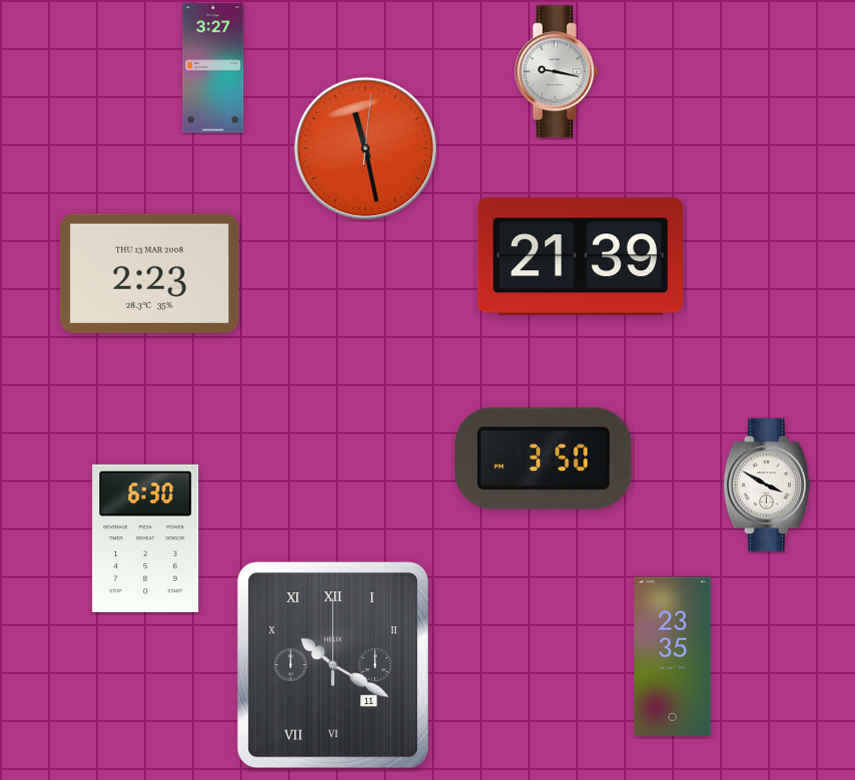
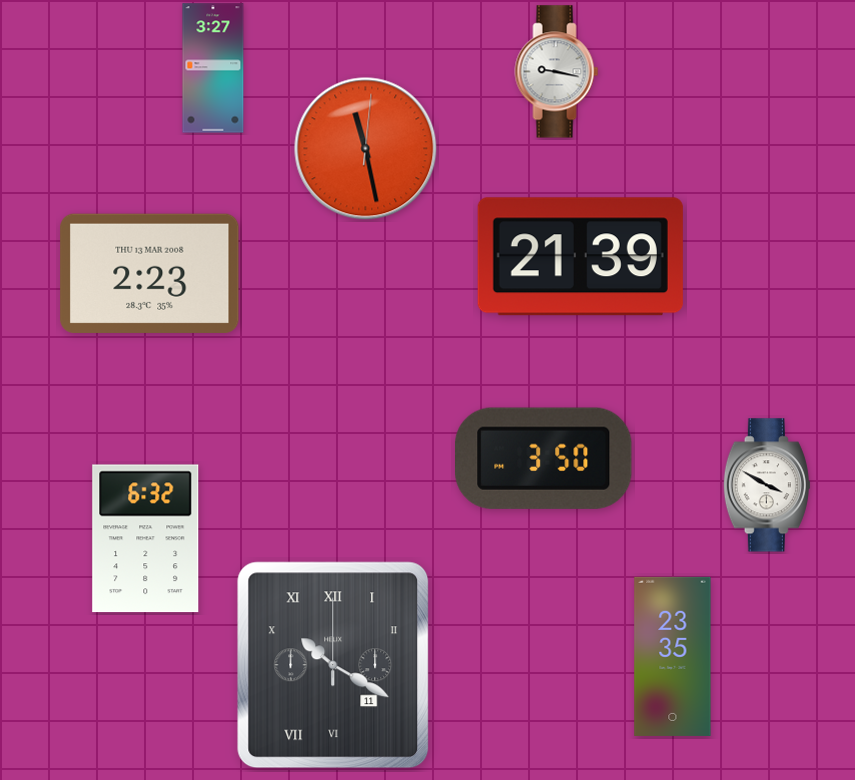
clock at (146, 539): 6:30 -> 6:32
